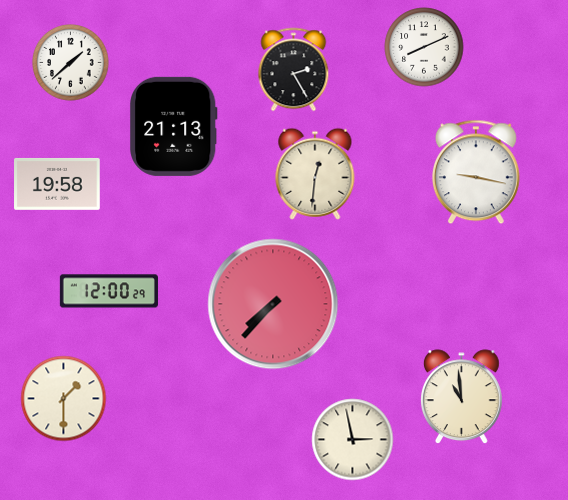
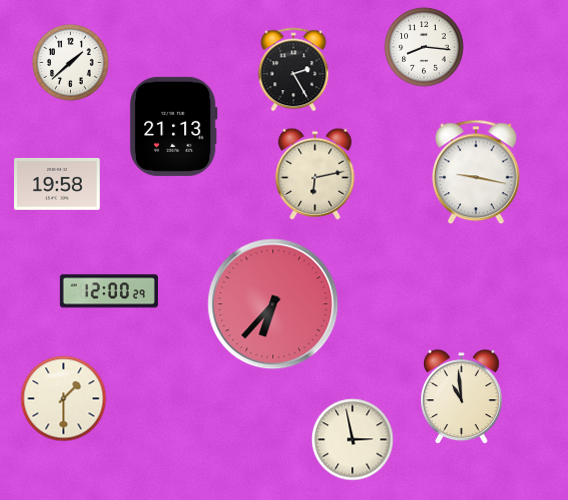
clock at (424, 47): 8:11 -> 8:16
clock at (315, 174): 12:31 -> 6:13
clock at (273, 304): 7:37 -> 6:37
